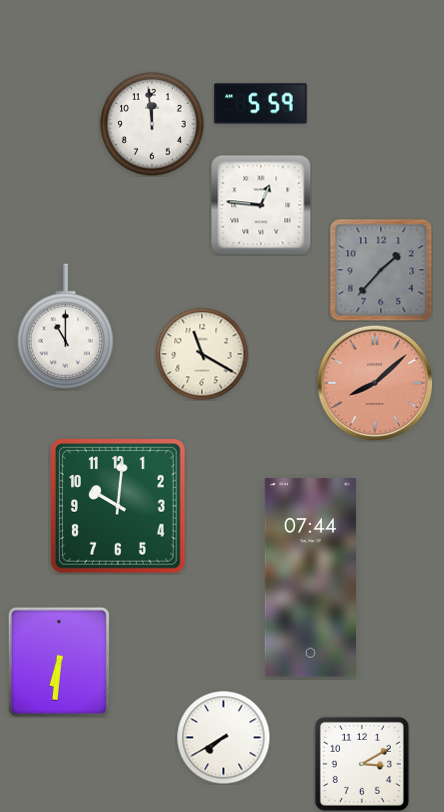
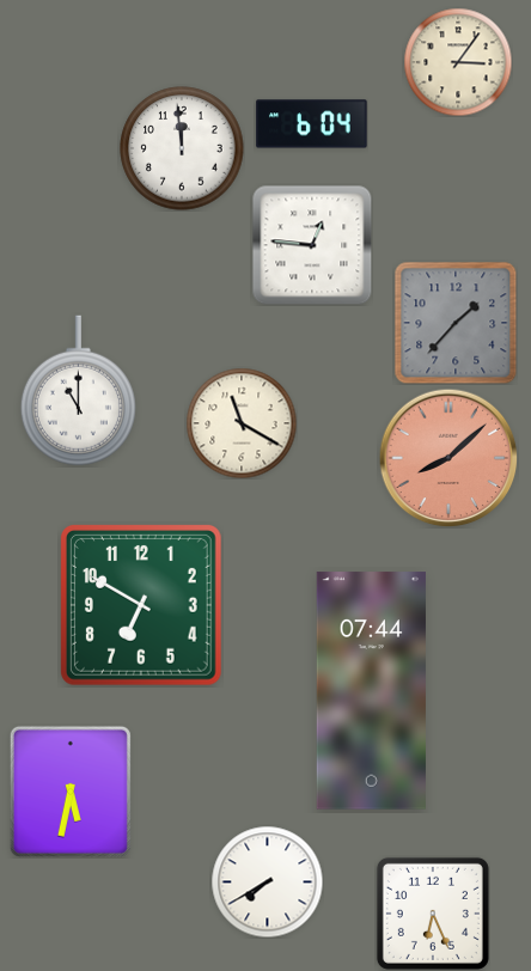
clock at (458, 62): none -> 3:06
clock at (261, 104): 5:59 -> 6:04
clock at (118, 506): 10:01 -> 6:50
clock at (59, 662): 6:31 -> 5:32
clock at (362, 764): 3:10 -> 6:26
